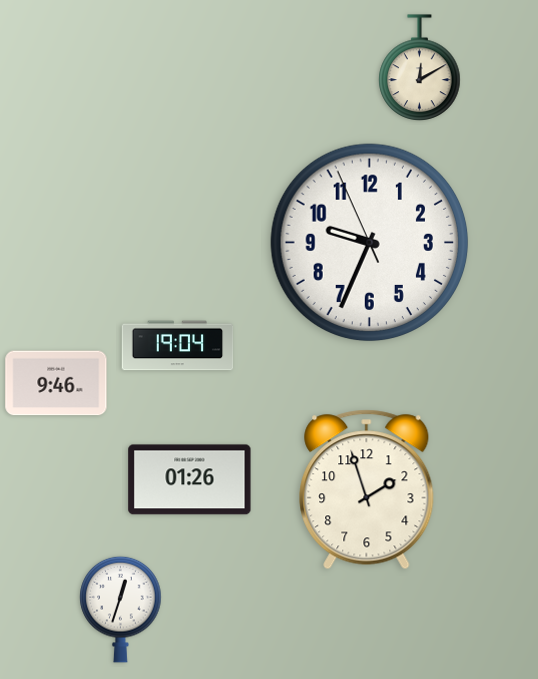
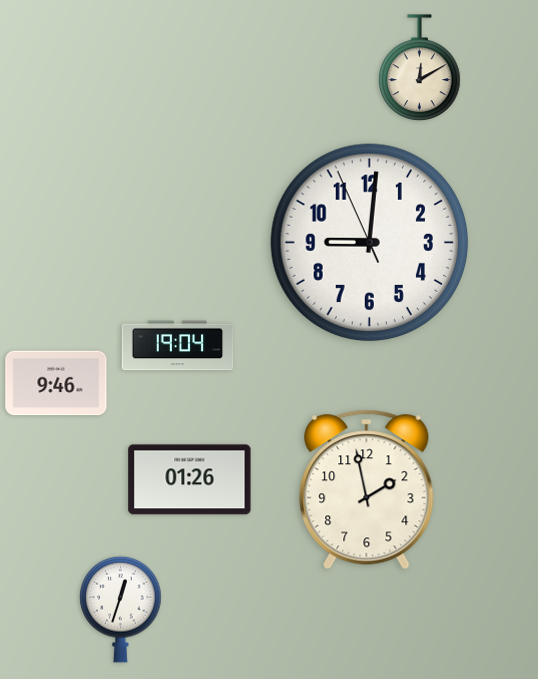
clock at (370, 243): 9:33 -> 9:00
clock at (367, 490): 1:57 -> 1:58
